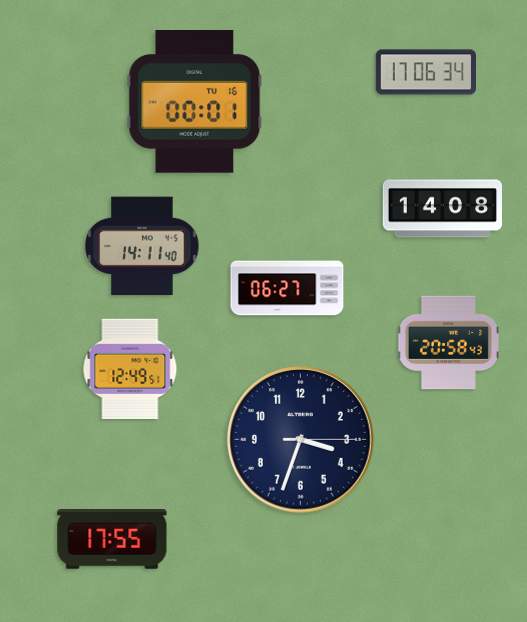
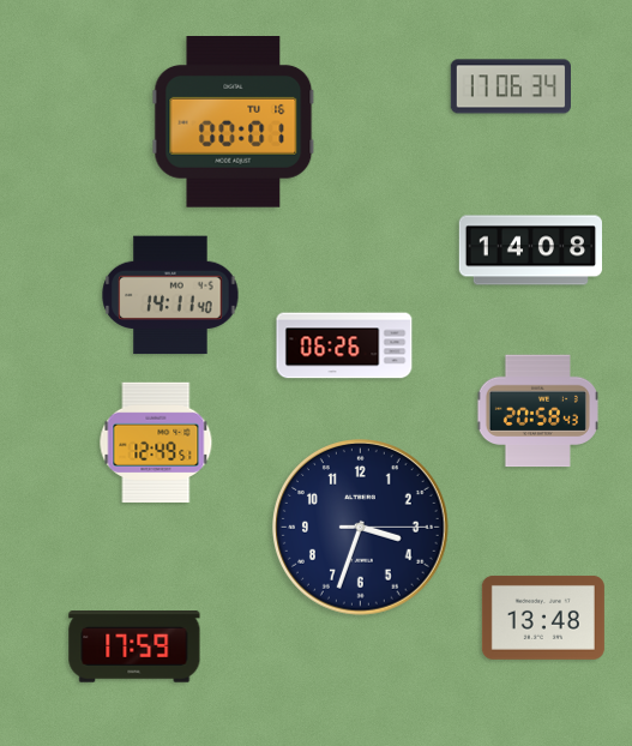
clock at (287, 288): 06:27 -> 06:26
clock at (543, 618): none -> 13:48
clock at (112, 540): 17:55 -> 17:59
